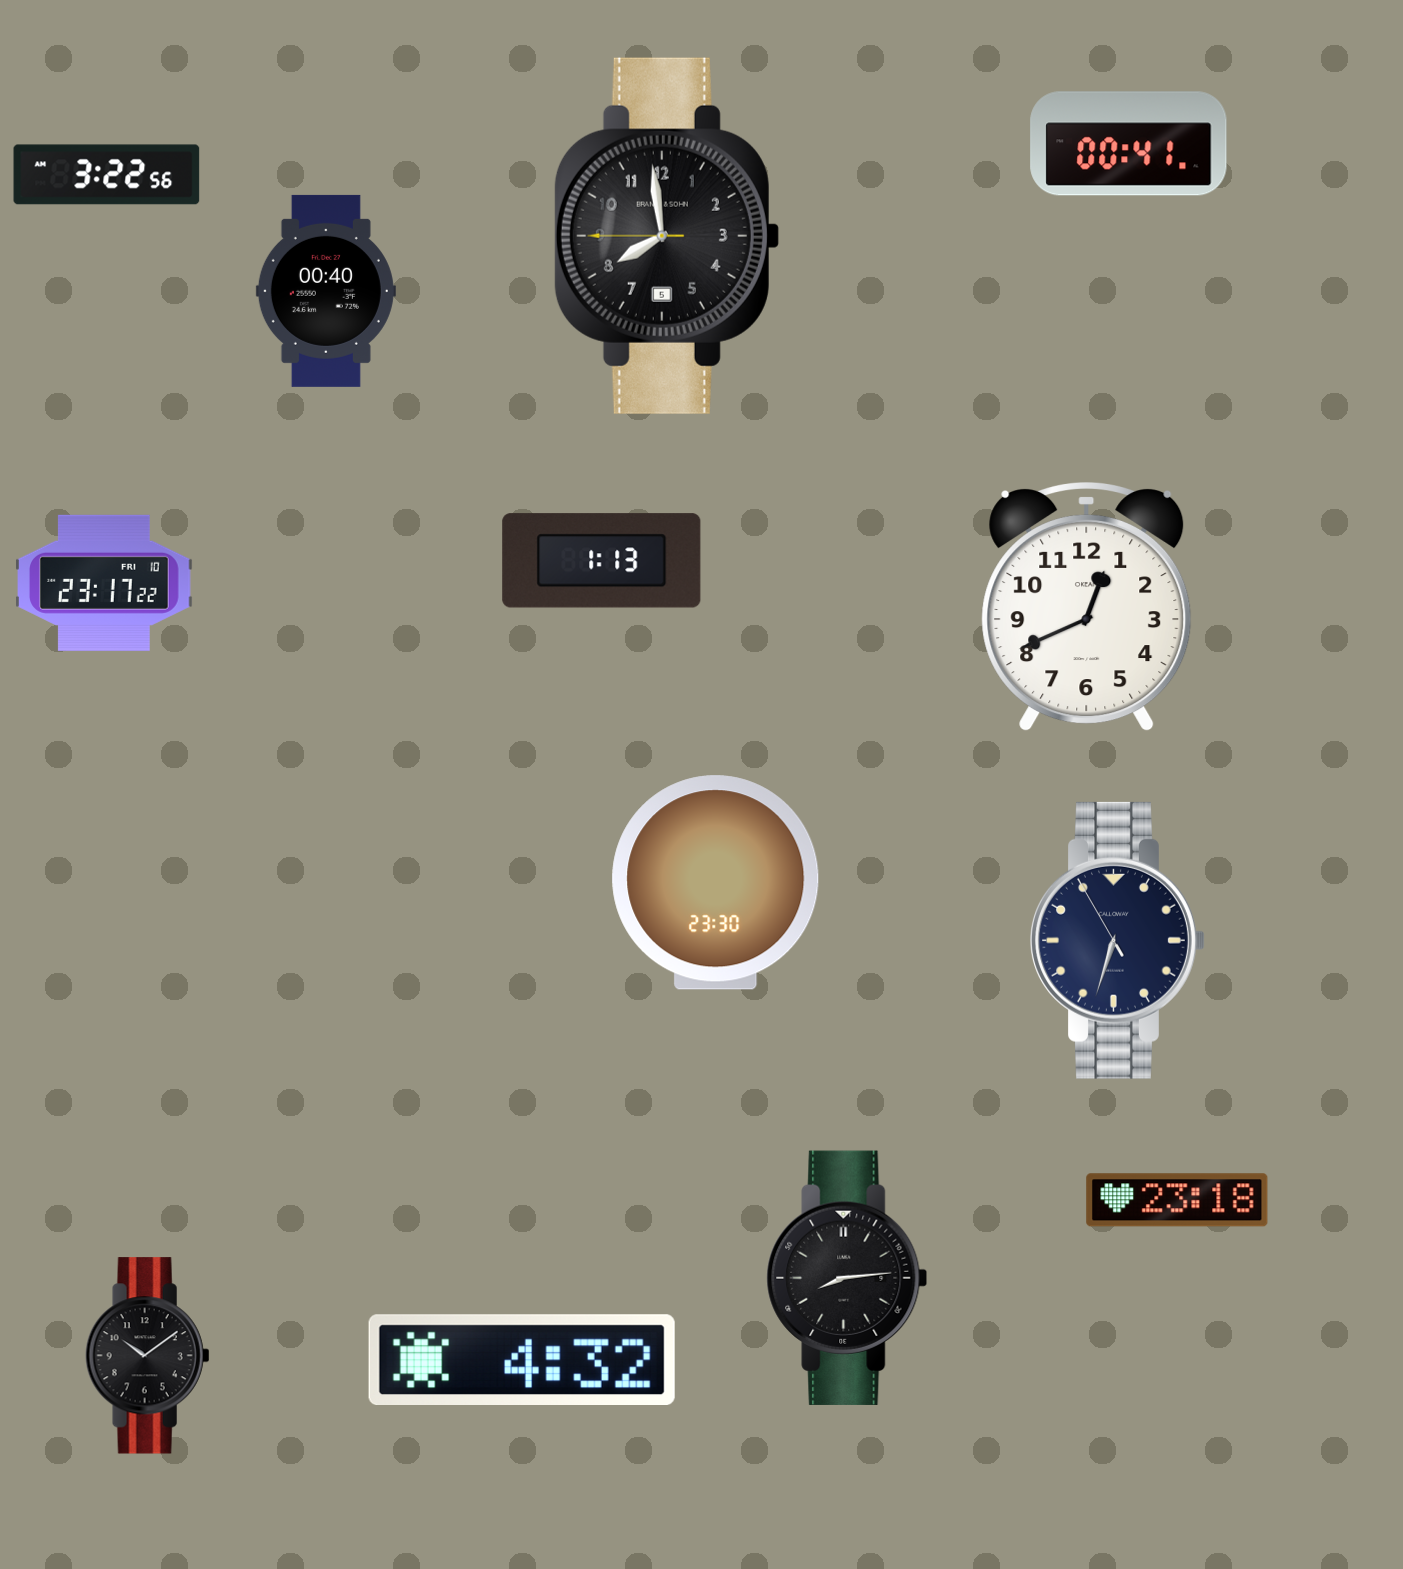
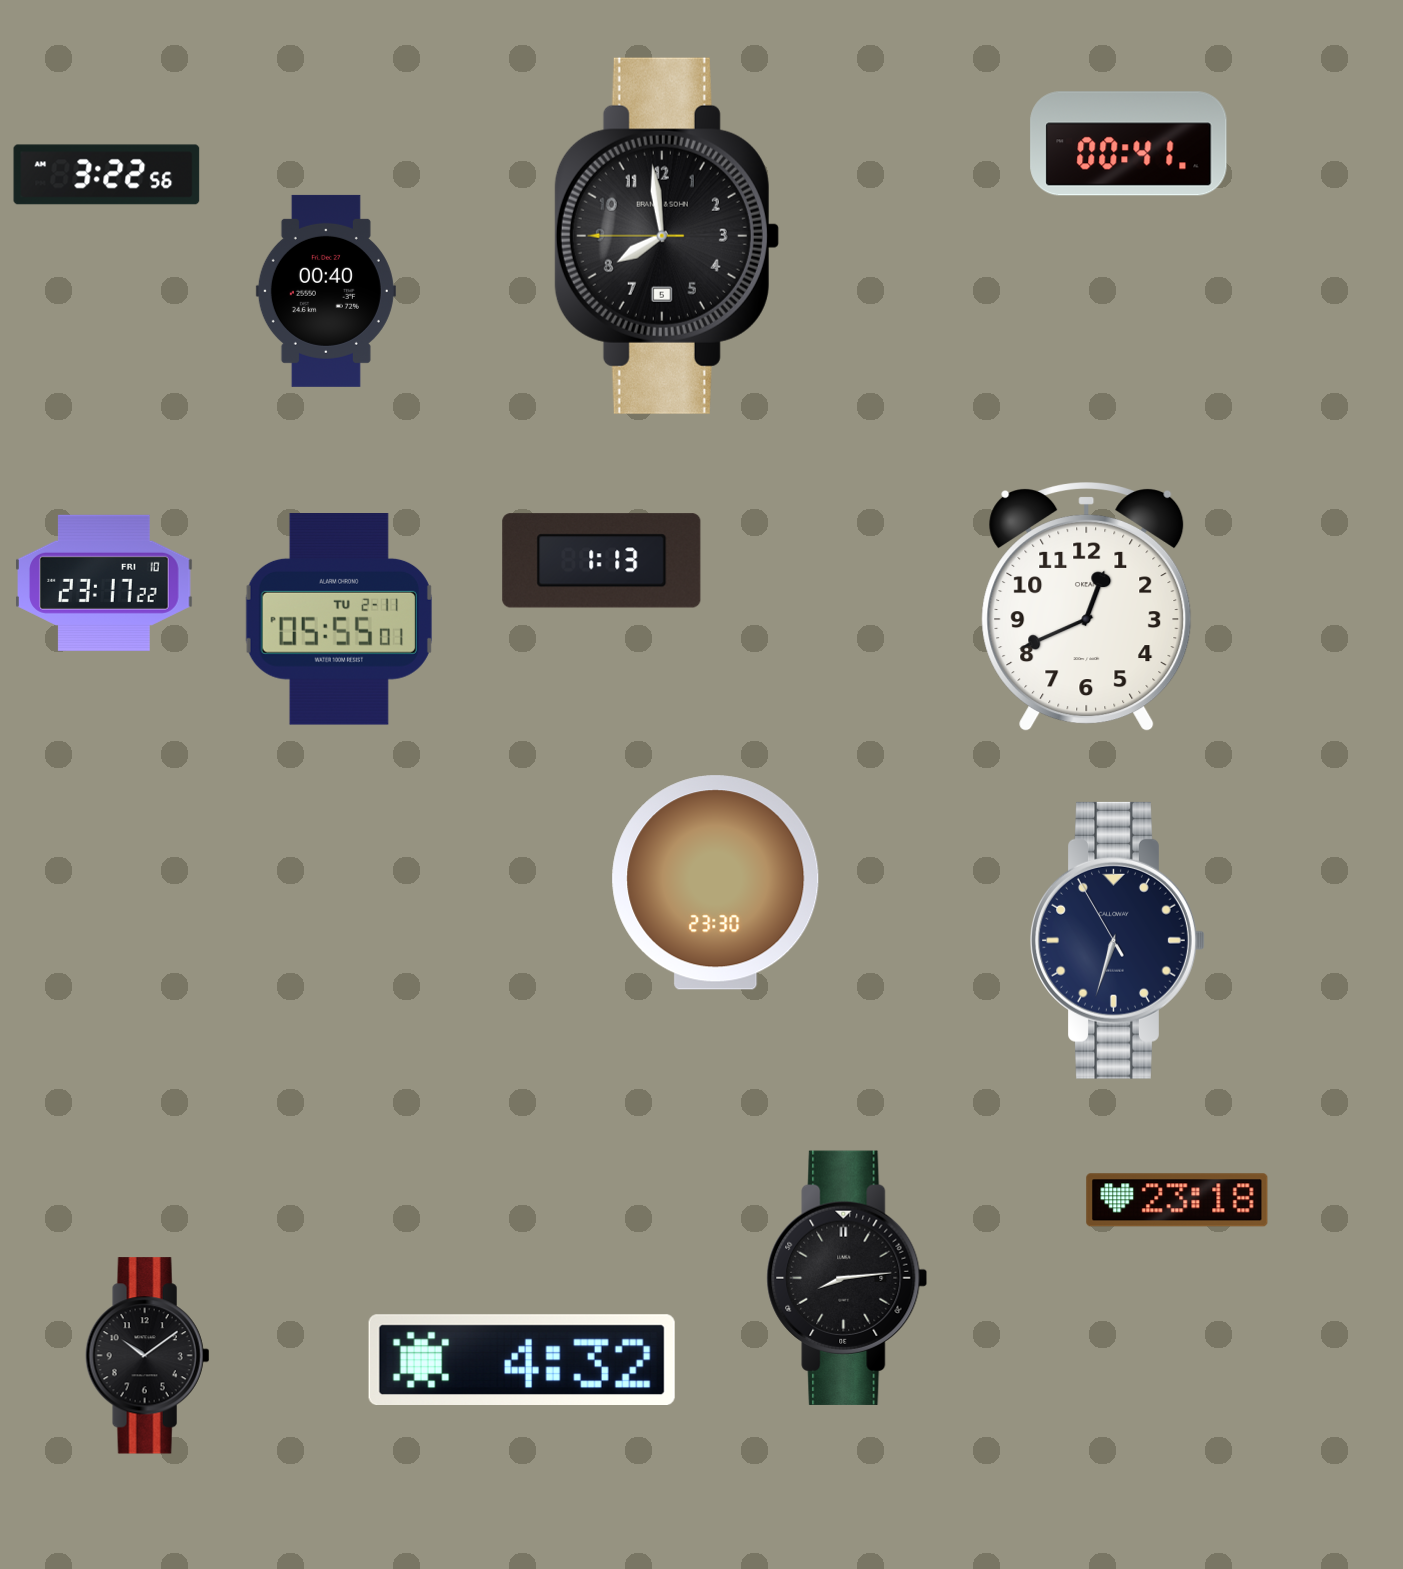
clock at (339, 620): none -> 05:55
